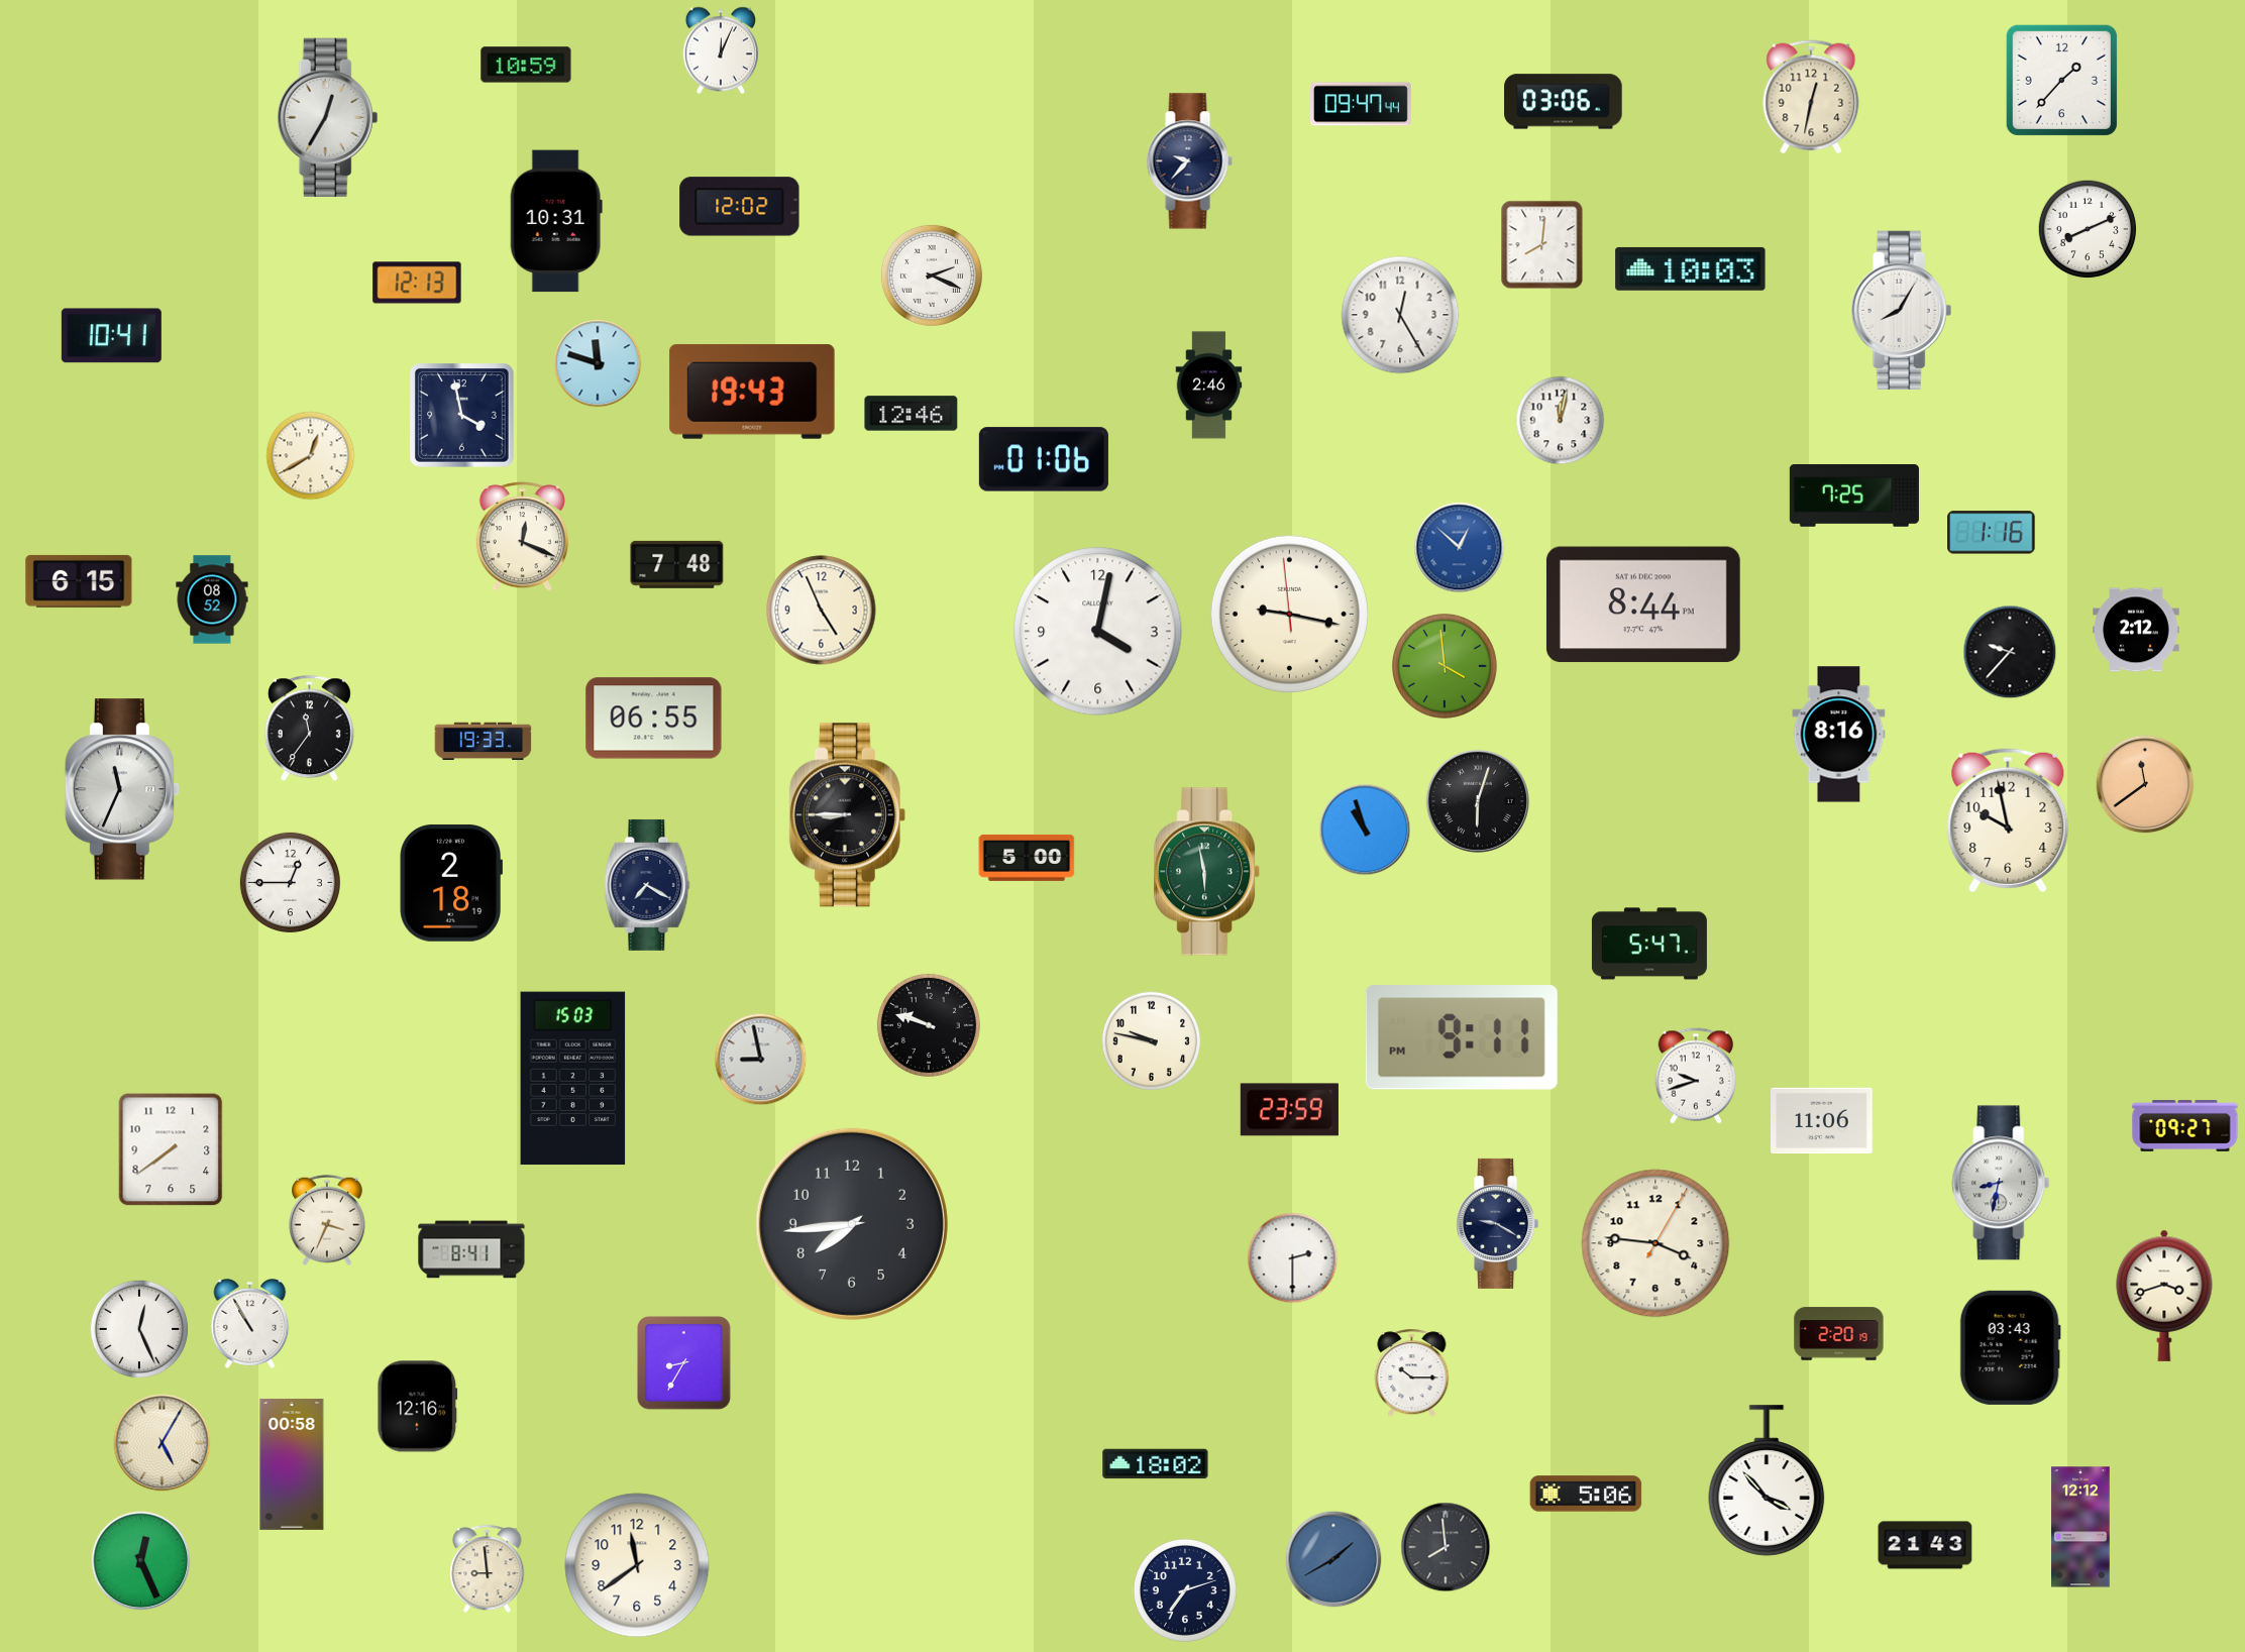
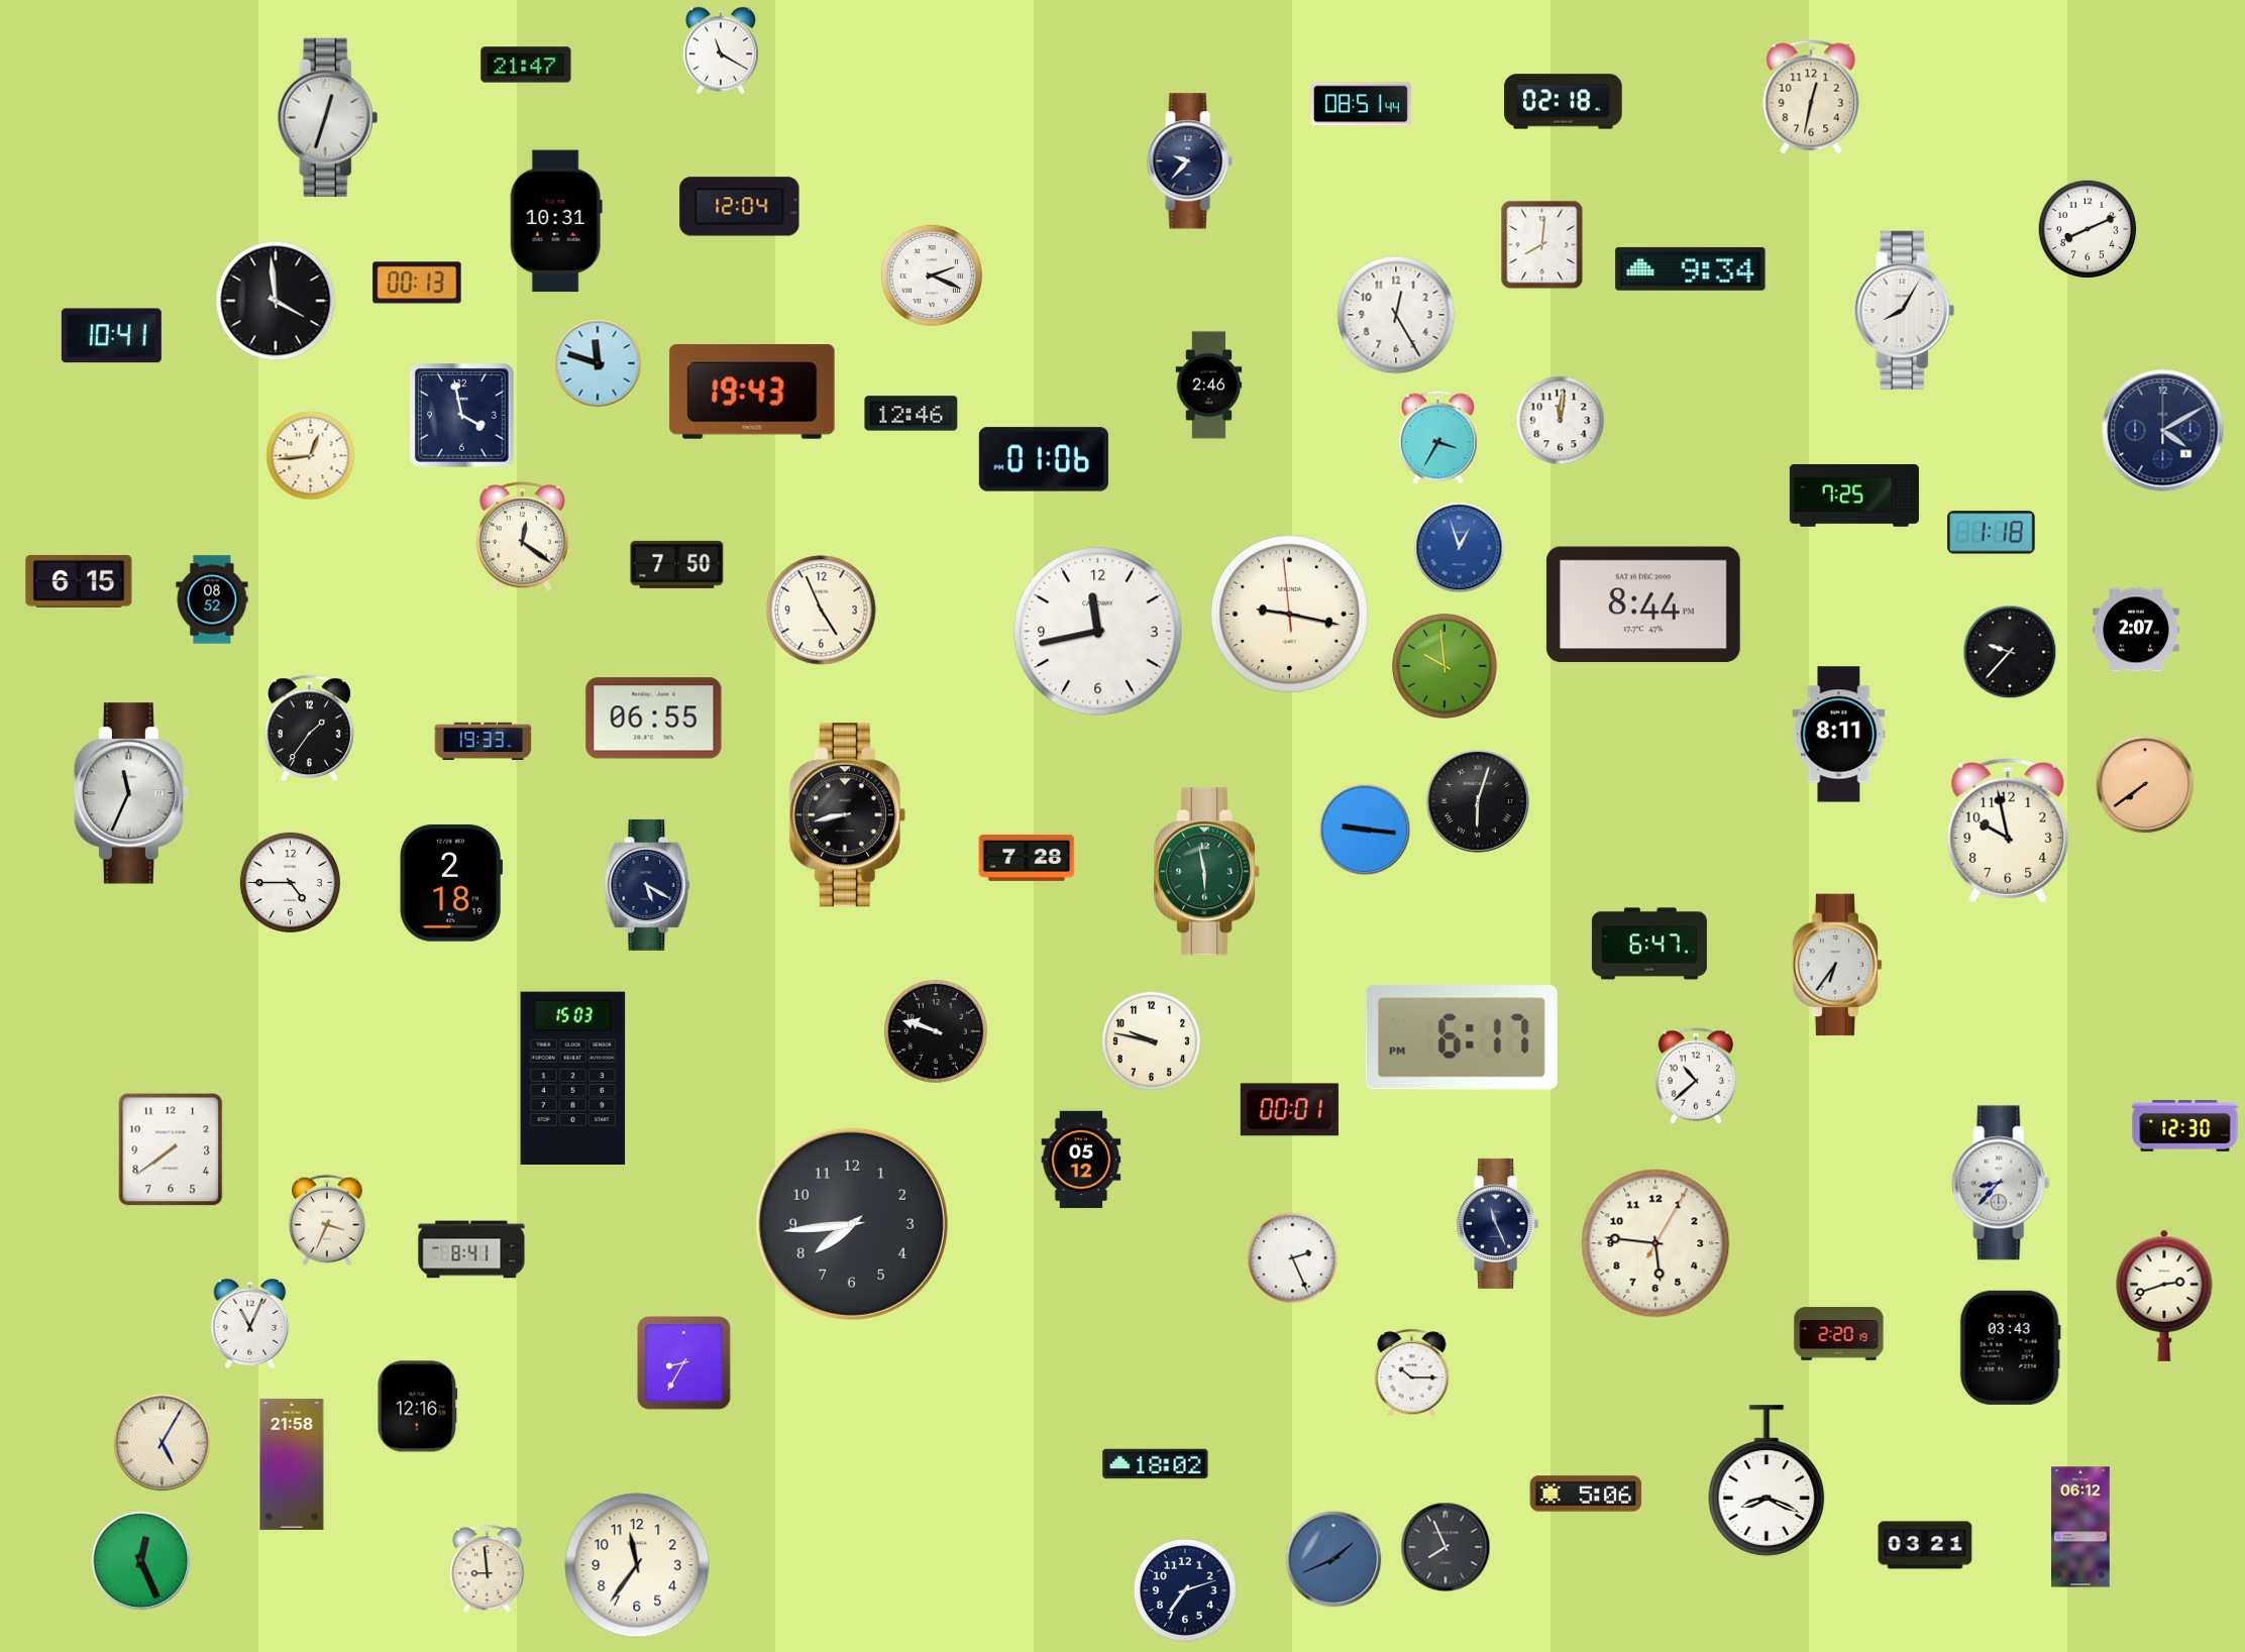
clock at (721, 50): 12:04 -> 11:20
clock at (526, 65): 10:59 -> 21:47
clock at (2061, 80): 1:37 -> none
clock at (1564, 102): 03:06 -> 02:18
clock at (1362, 104): 09:47 -> 08:51
clock at (328, 117): 12:35 -> 12:33
clock at (740, 207): 12:02 -> 12:04
clock at (1691, 268): 10:03 -> 9:34
clock at (417, 283): 12:13 -> 00:13
clock at (276, 301): none -> 3:59
clock at (1902, 310) position: (1902, 310) -> (1905, 310)
clock at (1400, 315) position: (1400, 315) -> (1396, 315)
clock at (1561, 421): 12:02 -> 12:01
clock at (2163, 431): none -> 4:10
clock at (1437, 437): none -> 3:35
clock at (311, 456): 12:40 -> 12:44
clock at (1992, 533): 1:16 -> 1:18
clock at (522, 537): 12:19 -> 12:21
clock at (1460, 548): 12:52 -> 12:57
clock at (677, 564): 7:48 -> 7:50
clock at (2136, 630): 2:12 -> 2:07
clock at (1098, 632): 4:02 -> 11:43
clock at (1446, 667): 3:59 -> 9:59
clock at (309, 729): 11:36 -> 1:36
clock at (1839, 735): 8:16 -> 8:11
clock at (2145, 784): 11:39 -> 7:39
clock at (121, 789) position: (121, 789) -> (130, 793)
clock at (847, 815): 8:45 -> 8:43
clock at (2008, 820) position: (2008, 820) -> (2008, 831)
clock at (1365, 830): 10:57 -> 9:16
clock at (1027, 858): 5:00 -> 7:28
clock at (290, 882): 12:45 -> 4:45
clock at (647, 885): 7:20 -> 5:20
clock at (1649, 944): 5:47 -> 6:47
clock at (1837, 965): none -> 6:36
clock at (929, 1025) position: (929, 1025) -> (936, 1031)
clock at (1462, 1037): 9:11 -> 6:17
clock at (761, 1060): 8:58 -> none
clock at (1696, 1076): 9:42 -> 10:38
clock at (1289, 1110): 23:59 -> 00:01
clock at (1822, 1121): 11:06 -> none
clock at (2185, 1125): 09:27 -> 12:30
clock at (1081, 1160): none -> 05:12
clock at (2001, 1183): 8:32 -> 8:37
clock at (1498, 1223): 9:20 -> 11:26
clock at (1655, 1243): 3:46 -> 5:46
clock at (1293, 1258): 2:30 -> 2:26
clock at (2164, 1296): 3:42 -> 2:42
clock at (250, 1324): 10:55 -> 11:04
clock at (139, 1329): 12:26 -> none
clock at (292, 1464): 00:58 -> 21:58
clock at (1767, 1480): 3:53 -> 8:19
clock at (2080, 1527): 12:12 -> 06:12
clock at (1925, 1545): 21:43 -> 03:21
clock at (1446, 1547): 7:59 -> 7:56
clock at (1333, 1559): 1:40 -> 1:41
clock at (637, 1565): 11:39 -> 11:36
